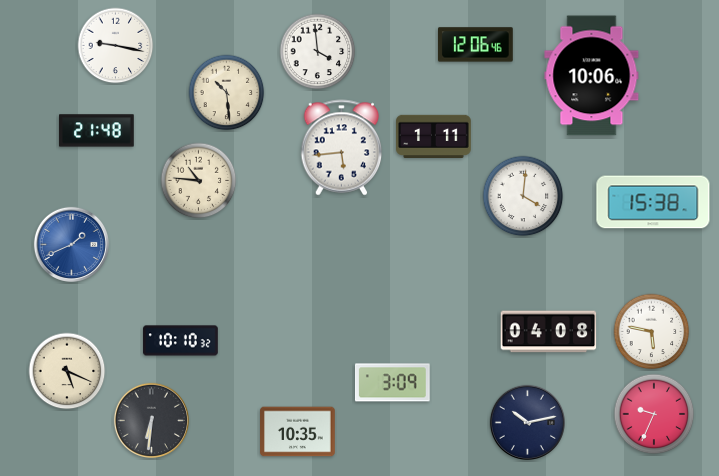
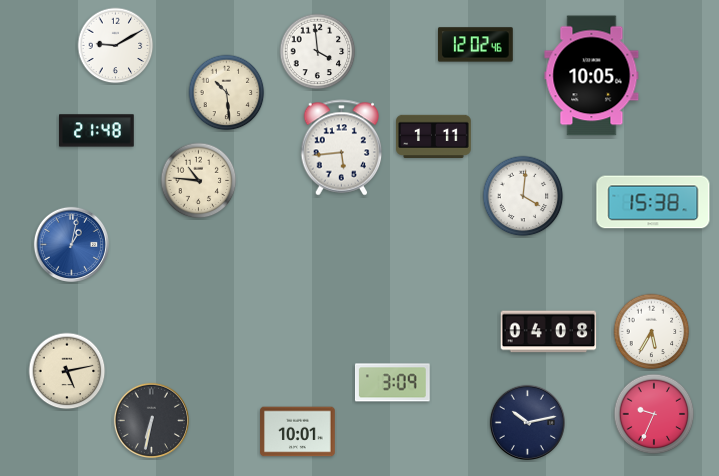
clock at (476, 45): 12:06 -> 12:02
clock at (116, 46): 9:17 -> 9:10
clock at (592, 76): 10:06 -> 10:05
clock at (71, 244): 1:41 -> 1:02
clock at (652, 332): 5:47 -> 5:35
clock at (181, 341): 10:10 -> none
clock at (67, 371): 5:19 -> 5:13
clock at (151, 420): 6:31 -> 6:32
clock at (298, 432): 10:35 -> 10:01
